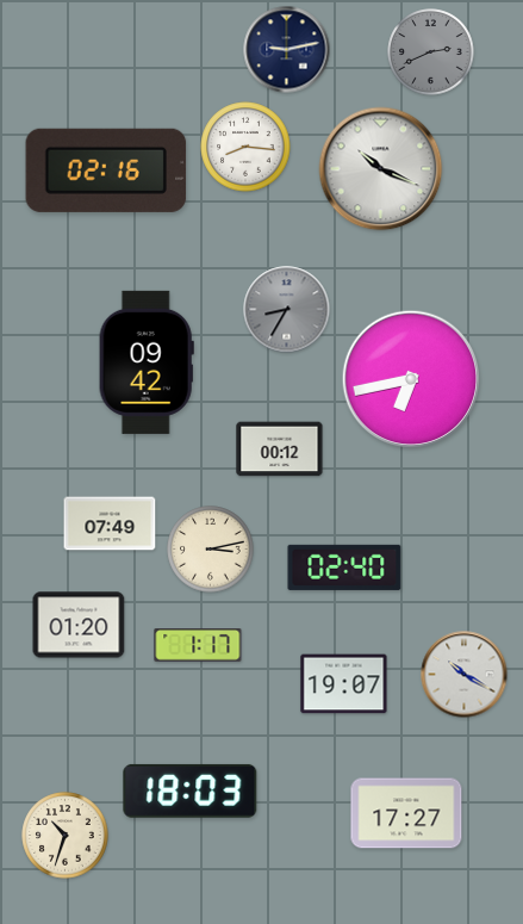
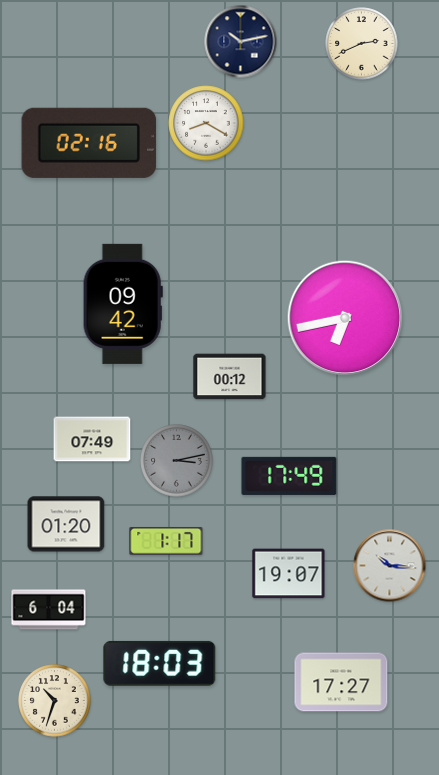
clock at (287, 50): 9:13 -> 10:13
clock at (431, 52) dial: grey -> cream
clock at (245, 147): 8:16 -> 8:20
clock at (381, 169): 10:19 -> none
clock at (287, 310): 8:35 -> none
clock at (280, 449) position: (280, 449) -> (230, 377)
clock at (211, 550) dial: cream -> grey
clock at (344, 568): 02:40 -> 17:49
clock at (465, 675): 10:20 -> 10:16
clock at (49, 610): none -> 6:04
